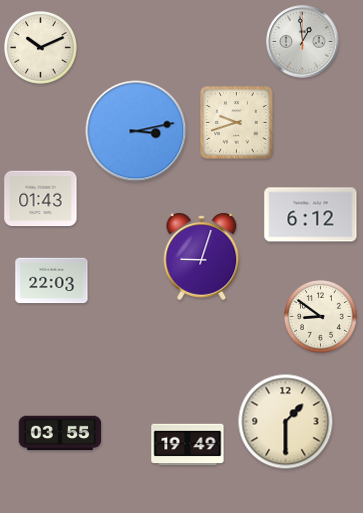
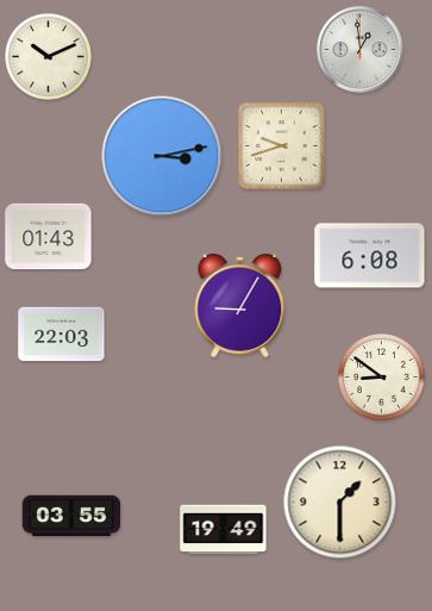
clock at (311, 215): 6:12 -> 6:08
clock at (202, 256): 9:03 -> 9:05
